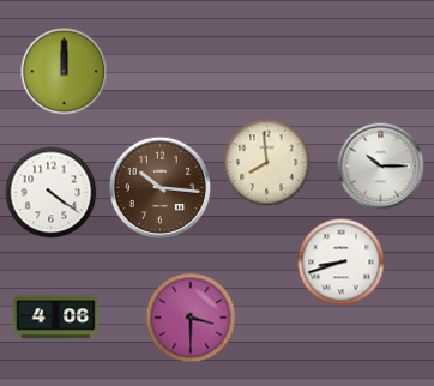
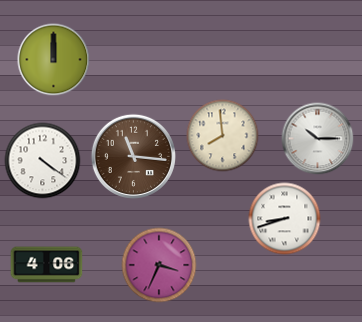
clock at (159, 187): 10:16 -> 11:16
clock at (191, 318): 3:30 -> 3:34
